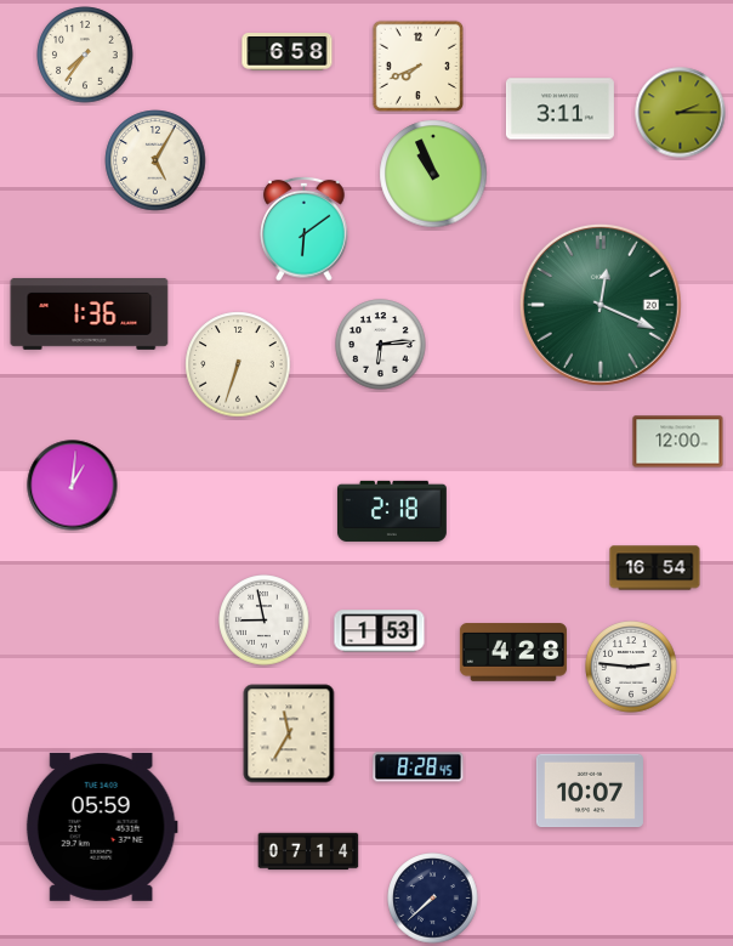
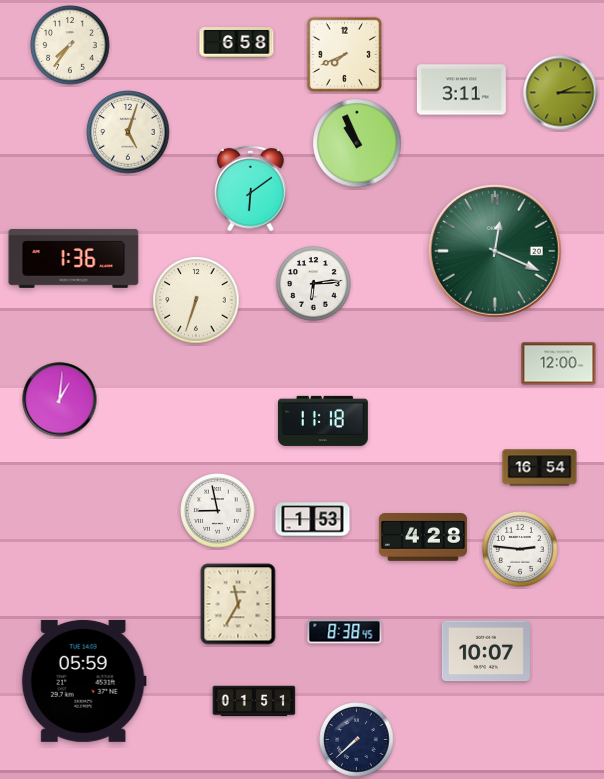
clock at (155, 160): 5:05 -> 5:03
clock at (392, 511): 2:18 -> 11:18
clock at (419, 767): 8:28 -> 8:38
clock at (308, 851): 07:14 -> 01:51
